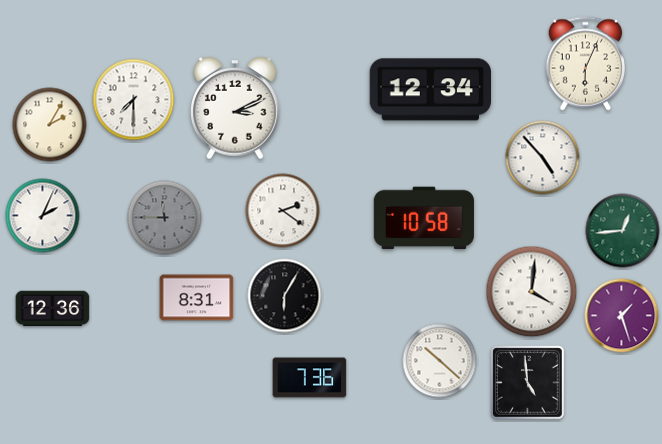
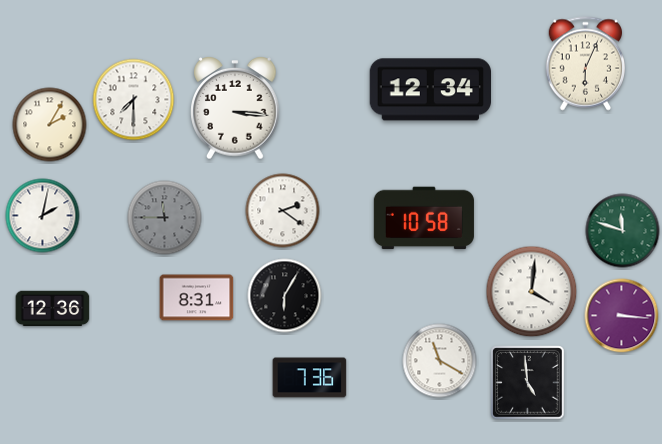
clock at (235, 109): 3:11 -> 3:16
clock at (543, 158): 4:53 -> none
clock at (43, 216): 2:04 -> 2:02
clock at (623, 231): 12:44 -> 11:48
clock at (622, 316): 1:27 -> 3:16
clock at (440, 361): 10:22 -> 11:20
